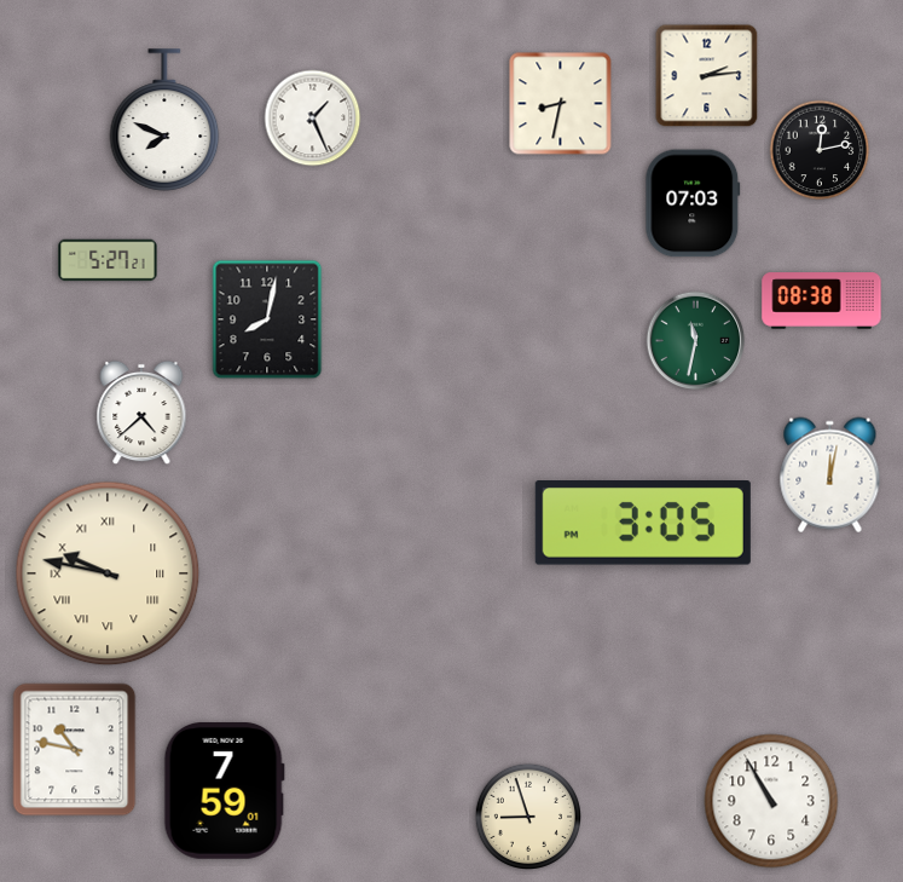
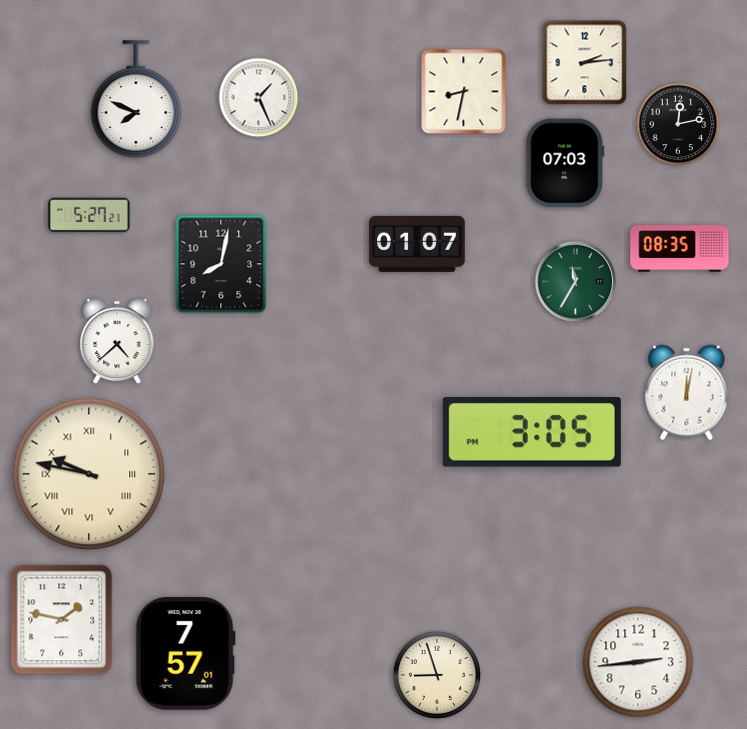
clock at (561, 104) position: (561, 104) -> (464, 92)
clock at (693, 203) position: (693, 203) -> (565, 163)
clock at (417, 244): none -> 01:07
clock at (822, 301): 08:38 -> 08:35
clock at (696, 341): 11:32 -> 11:35
clock at (75, 750): 10:47 -> 1:47
clock at (224, 790): 7:59 -> 7:57
clock at (771, 801): 10:55 -> 2:44
